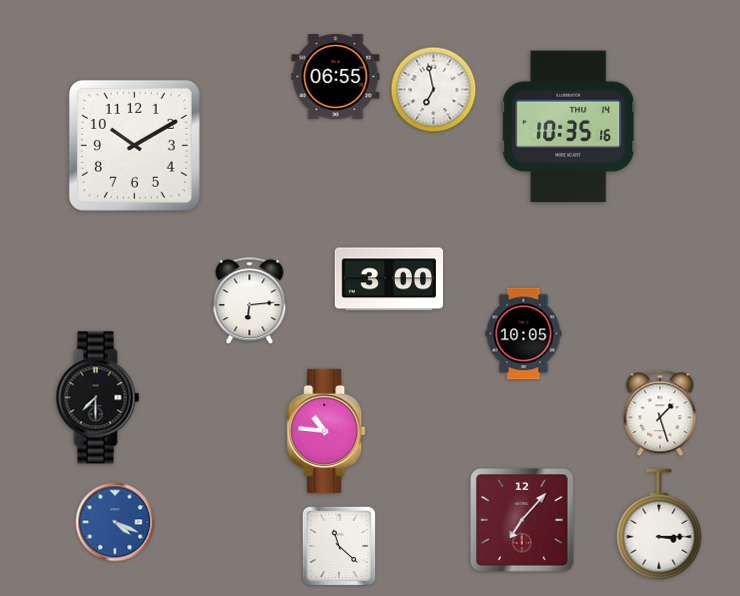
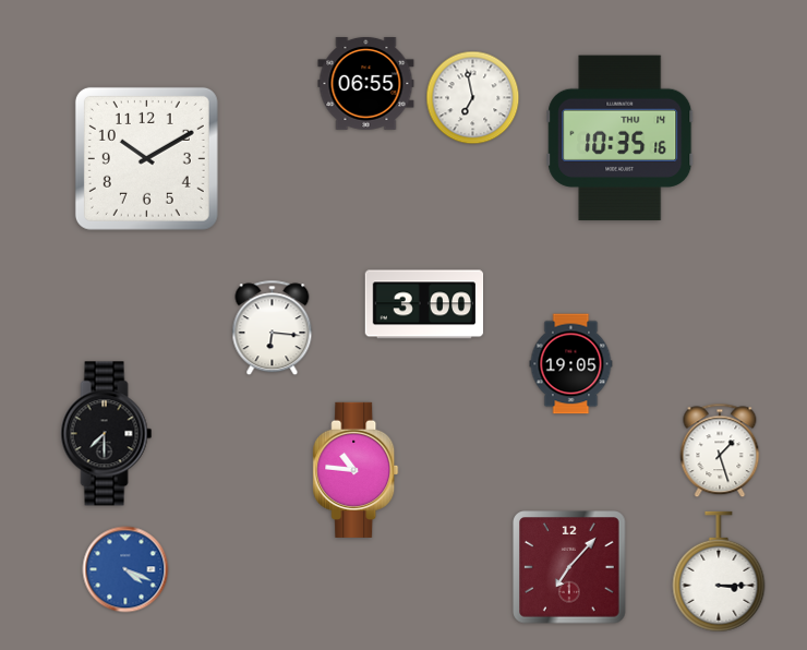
clock at (250, 301): 6:14 -> 6:16
clock at (524, 334): 10:05 -> 19:05
clock at (339, 546): 11:22 -> none
